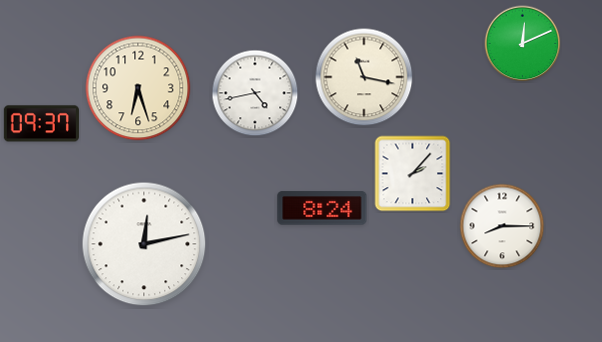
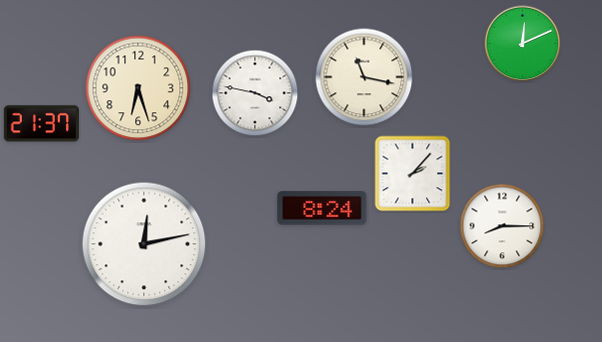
clock at (255, 93): 4:43 -> 3:47
clock at (41, 124): 09:37 -> 21:37
